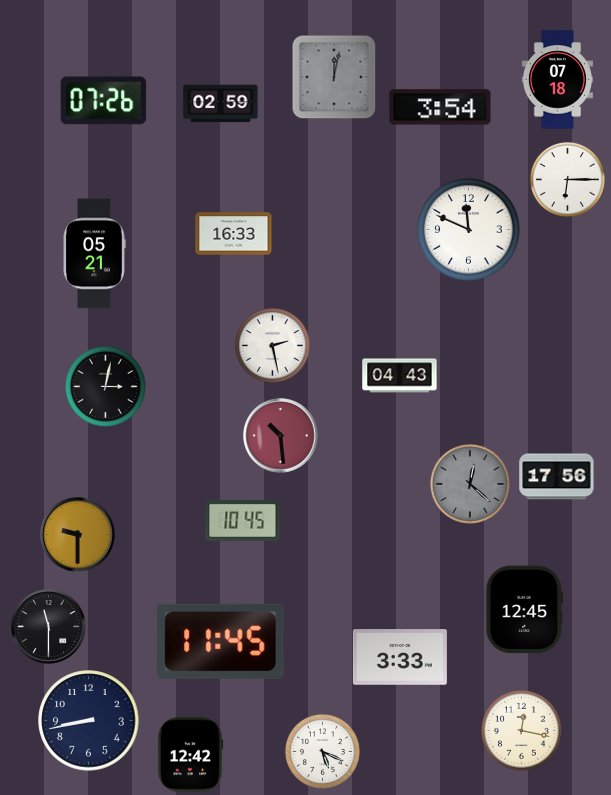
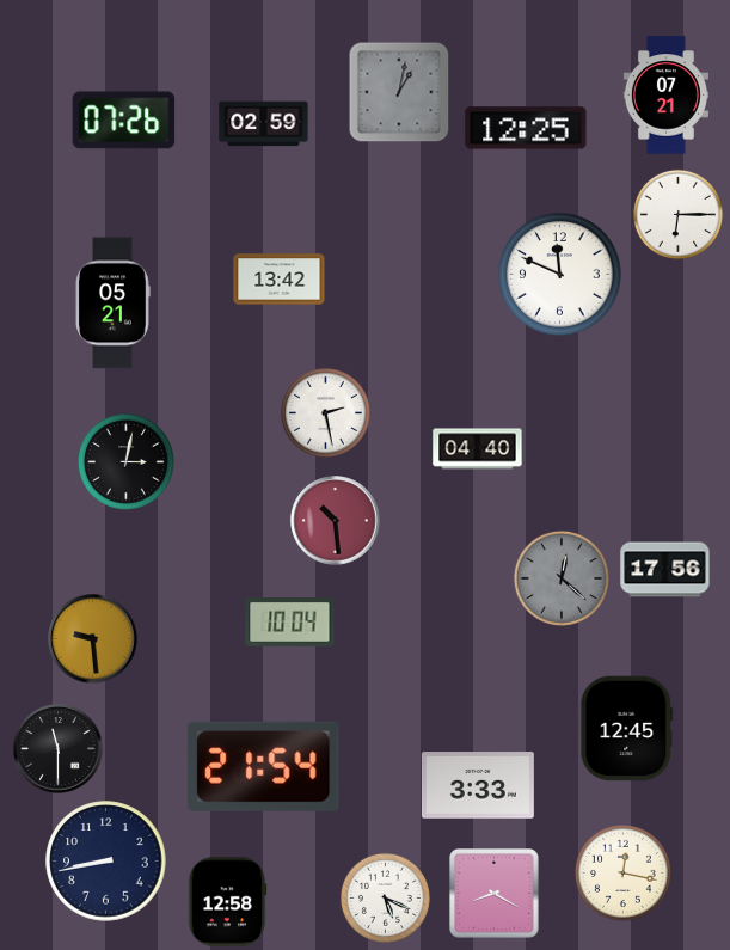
clock at (334, 77): 12:02 -> 1:02
clock at (557, 80): 07:18 -> 07:21
clock at (440, 107): 3:54 -> 12:25
clock at (234, 234): 16:33 -> 13:42
clock at (400, 376): 04:43 -> 04:40
clock at (243, 520): 10:45 -> 10:04
clock at (78, 535): 9:30 -> 9:29
clock at (221, 641): 11:45 -> 21:54
clock at (495, 894): none -> 8:20
clock at (190, 755): 12:42 -> 12:58
